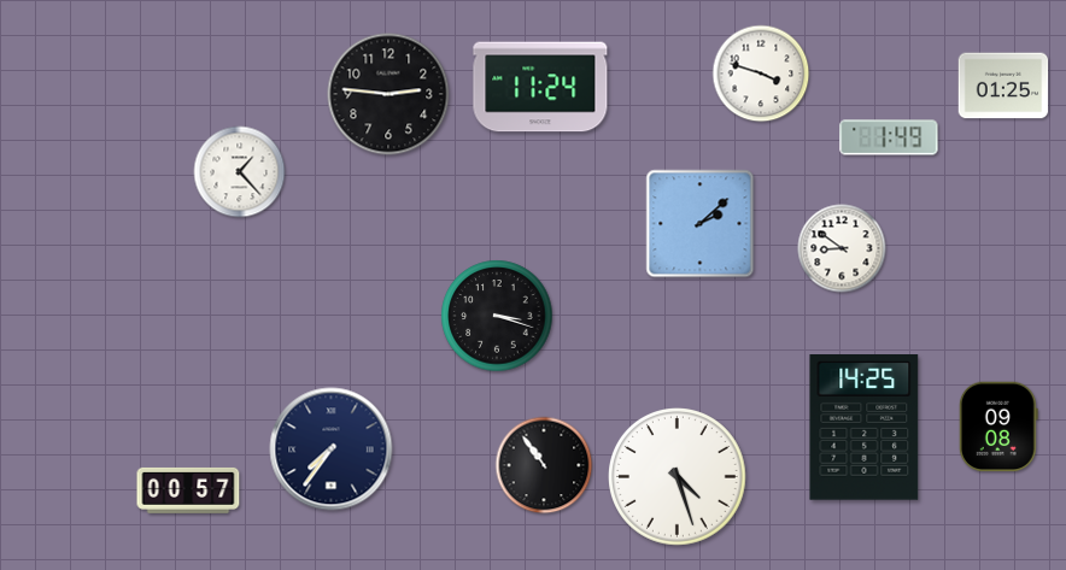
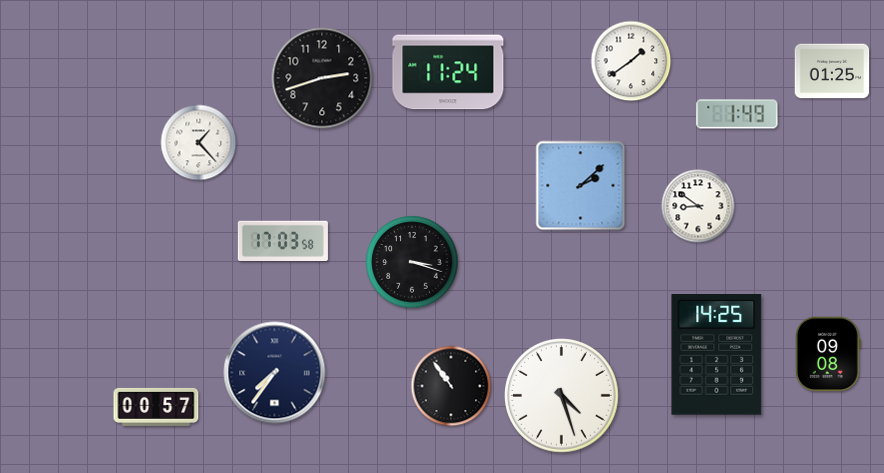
clock at (761, 74): 3:48 -> 1:39
clock at (388, 94): 2:46 -> 2:42
clock at (283, 240): none -> 17:03
